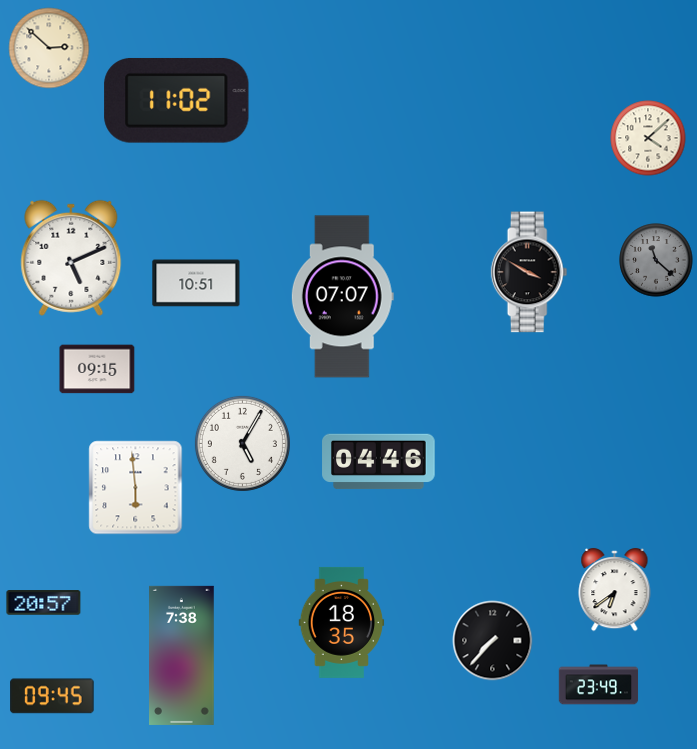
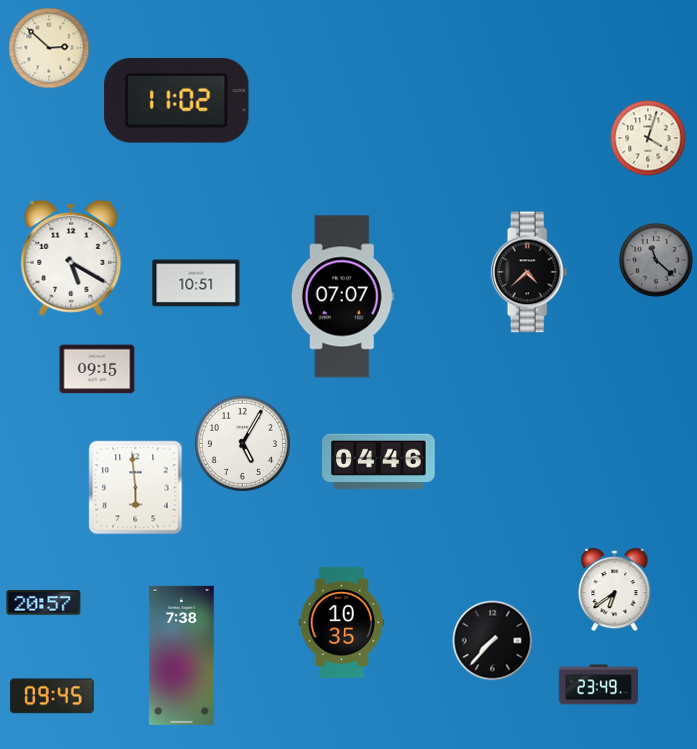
clock at (648, 138): 4:08 -> 4:03
clock at (71, 258): 5:11 -> 5:20
clock at (529, 272): 3:50 -> 4:38
clock at (342, 622): 18:35 -> 10:35
